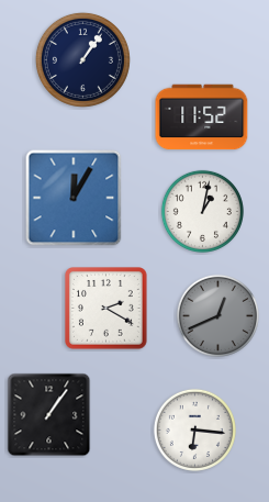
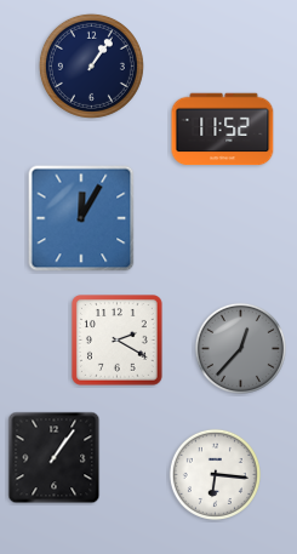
clock at (202, 211): 1:02 -> none
clock at (217, 315): 12:41 -> 12:37
